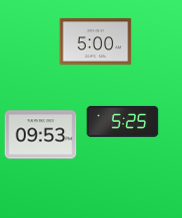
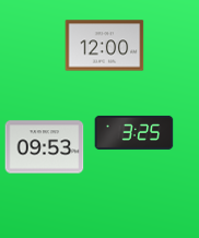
clock at (96, 42): 5:00 -> 12:00
clock at (123, 121): 5:25 -> 3:25
